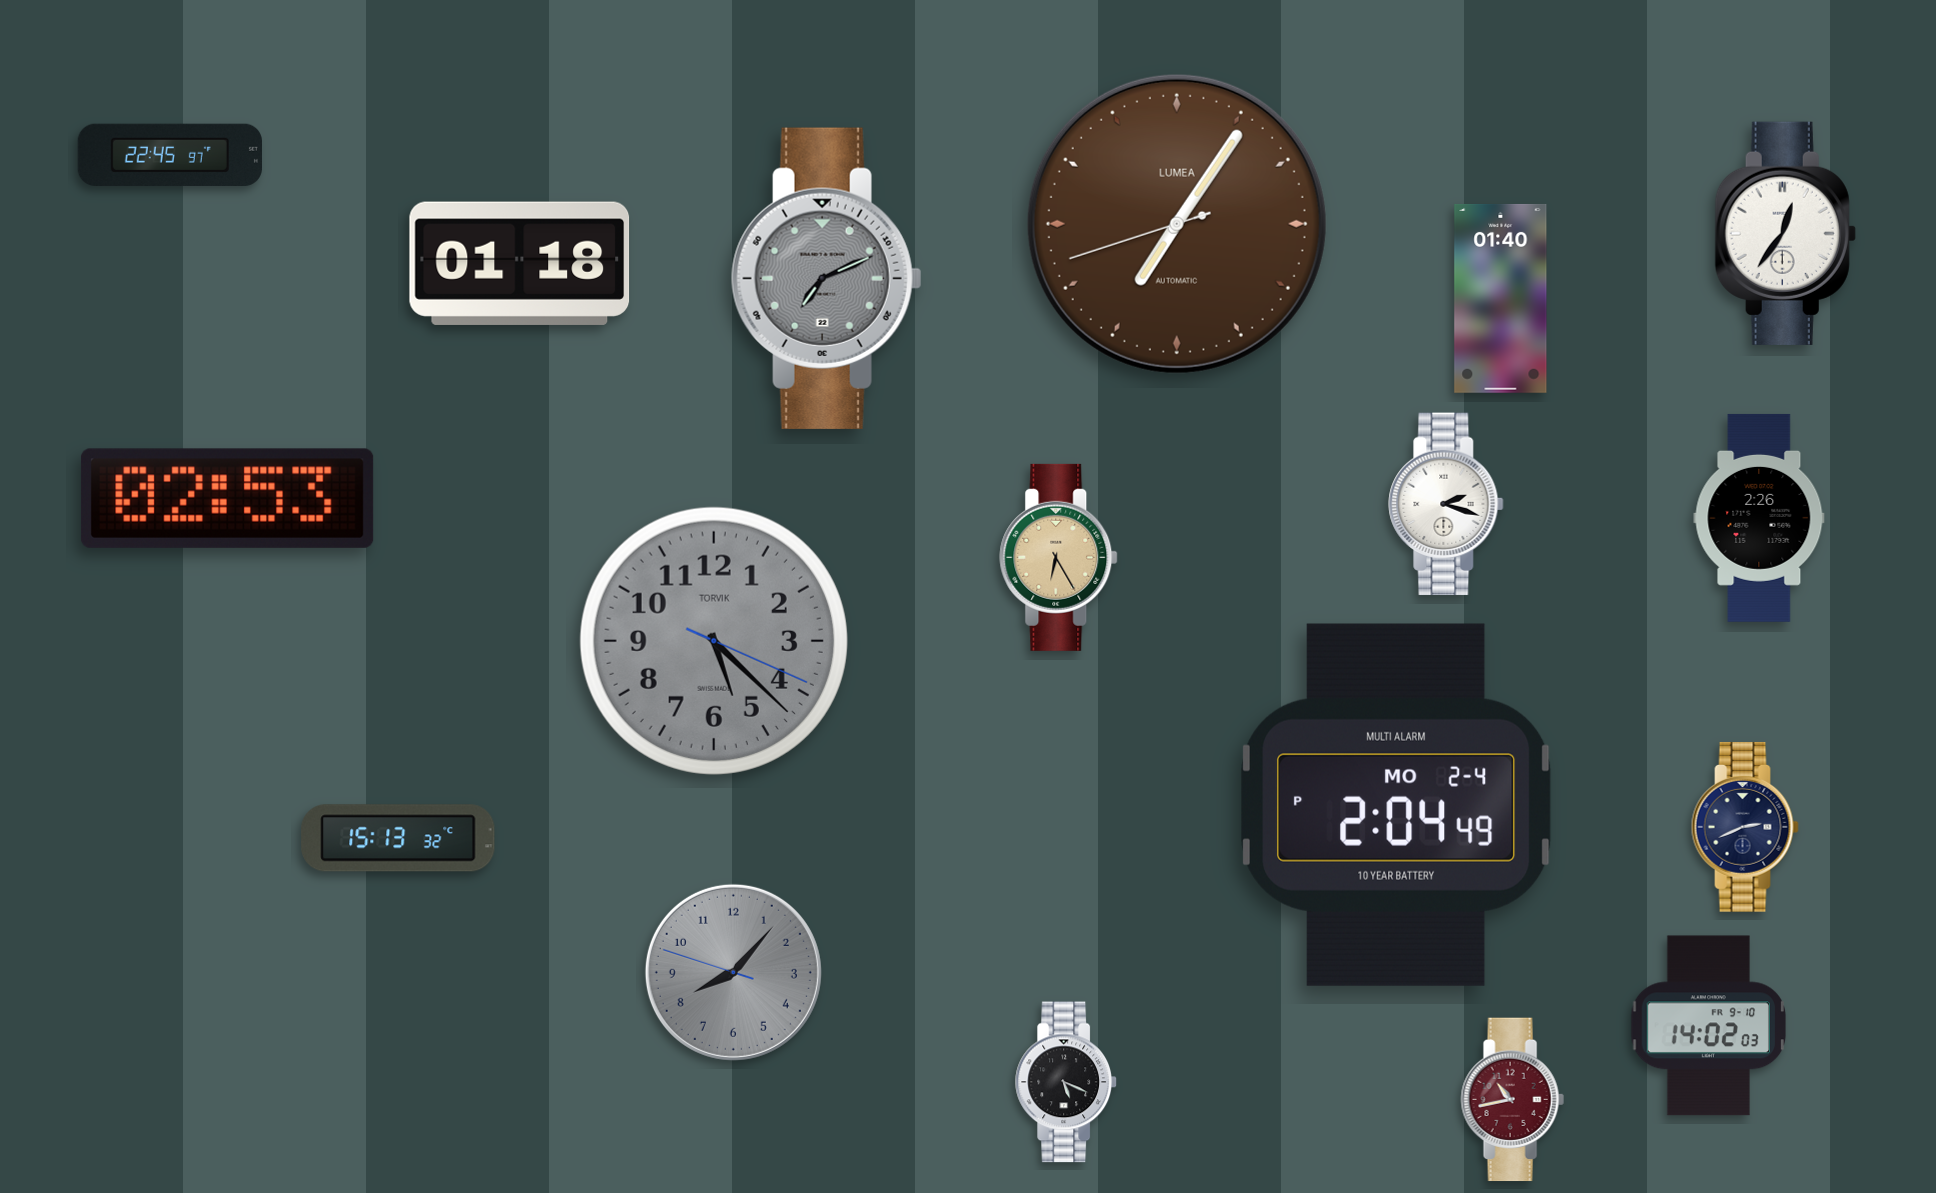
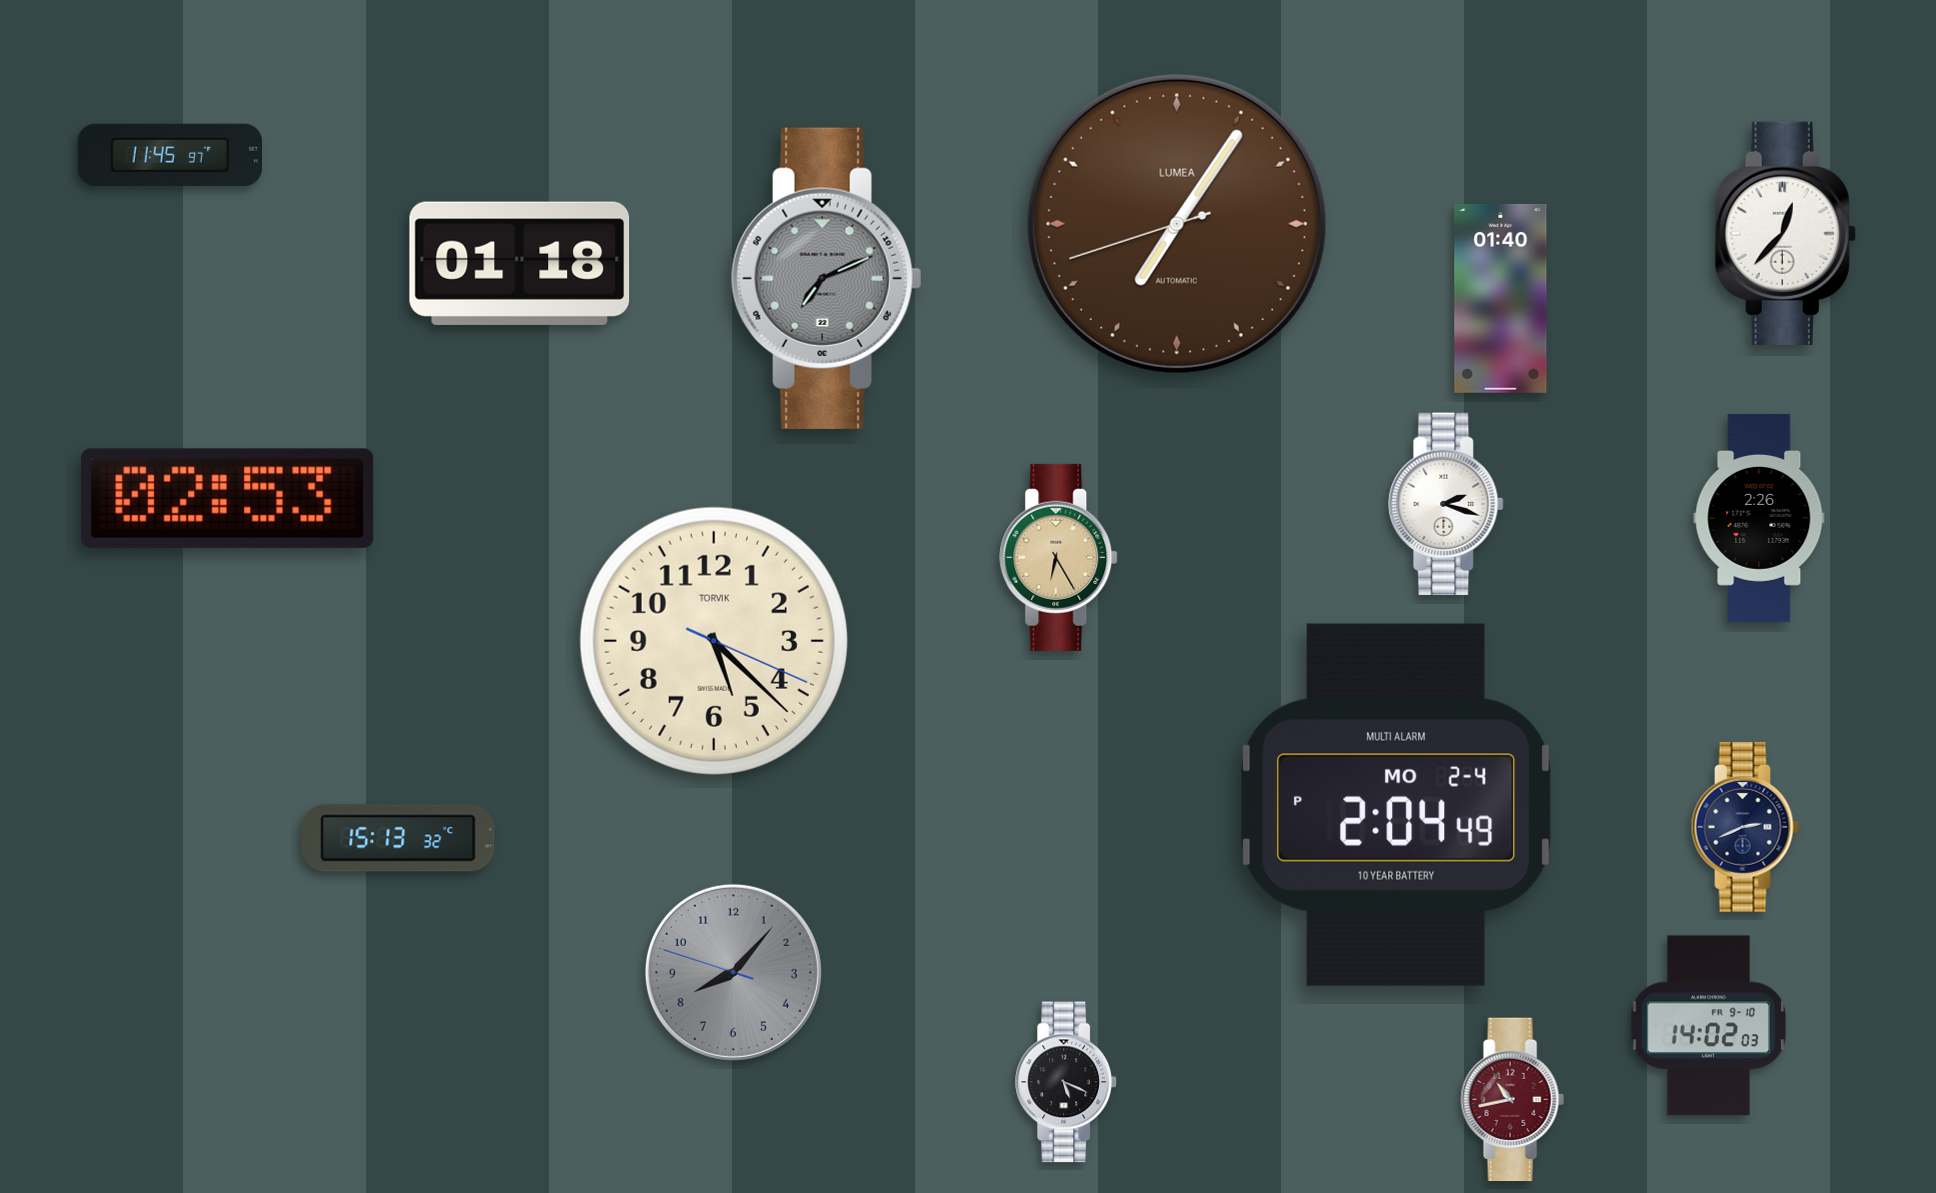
clock at (170, 155): 22:45 -> 11:45
clock at (1785, 233): 12:36 -> 12:37
clock at (714, 641) dial: grey -> cream
